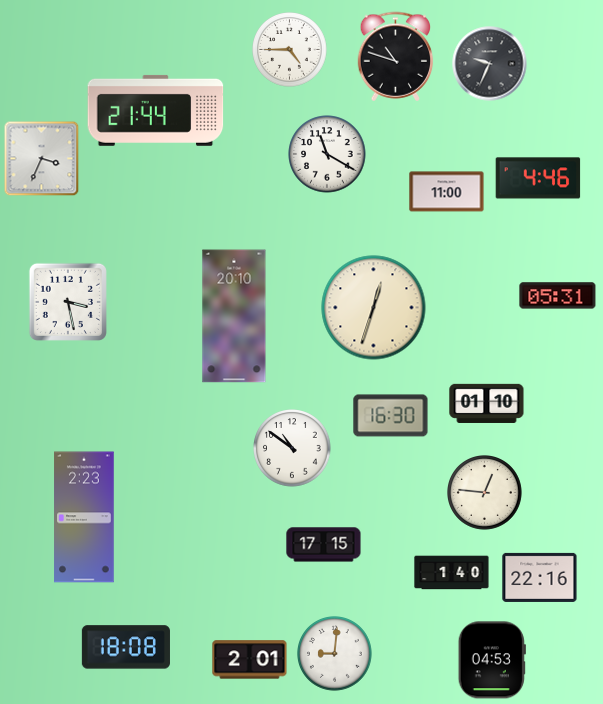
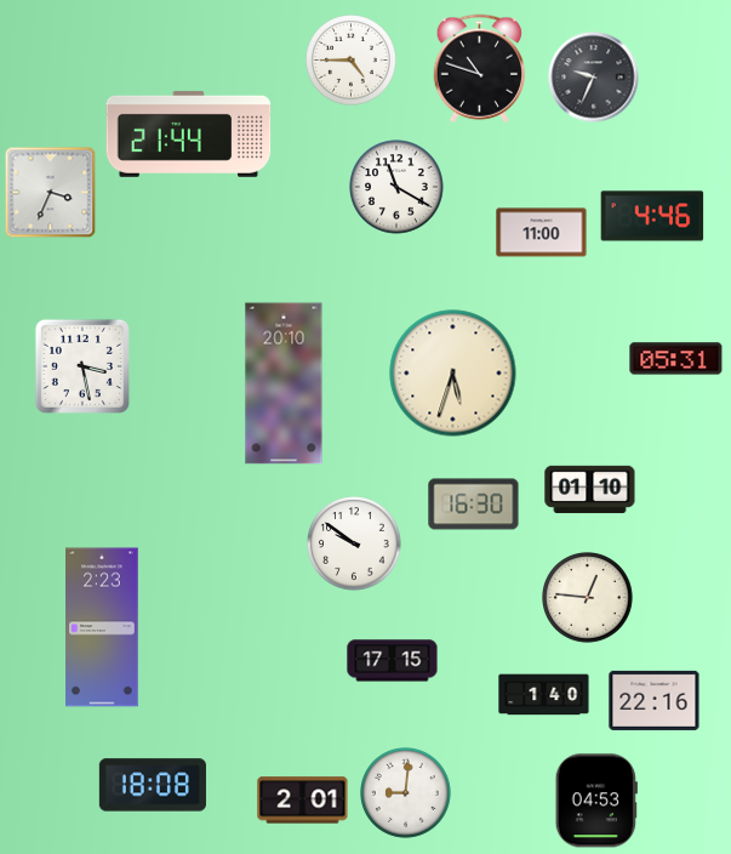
clock at (374, 308): 12:33 -> 5:33
clock at (292, 448): 10:51 -> 9:51
clock at (452, 573) position: (452, 573) -> (544, 695)
